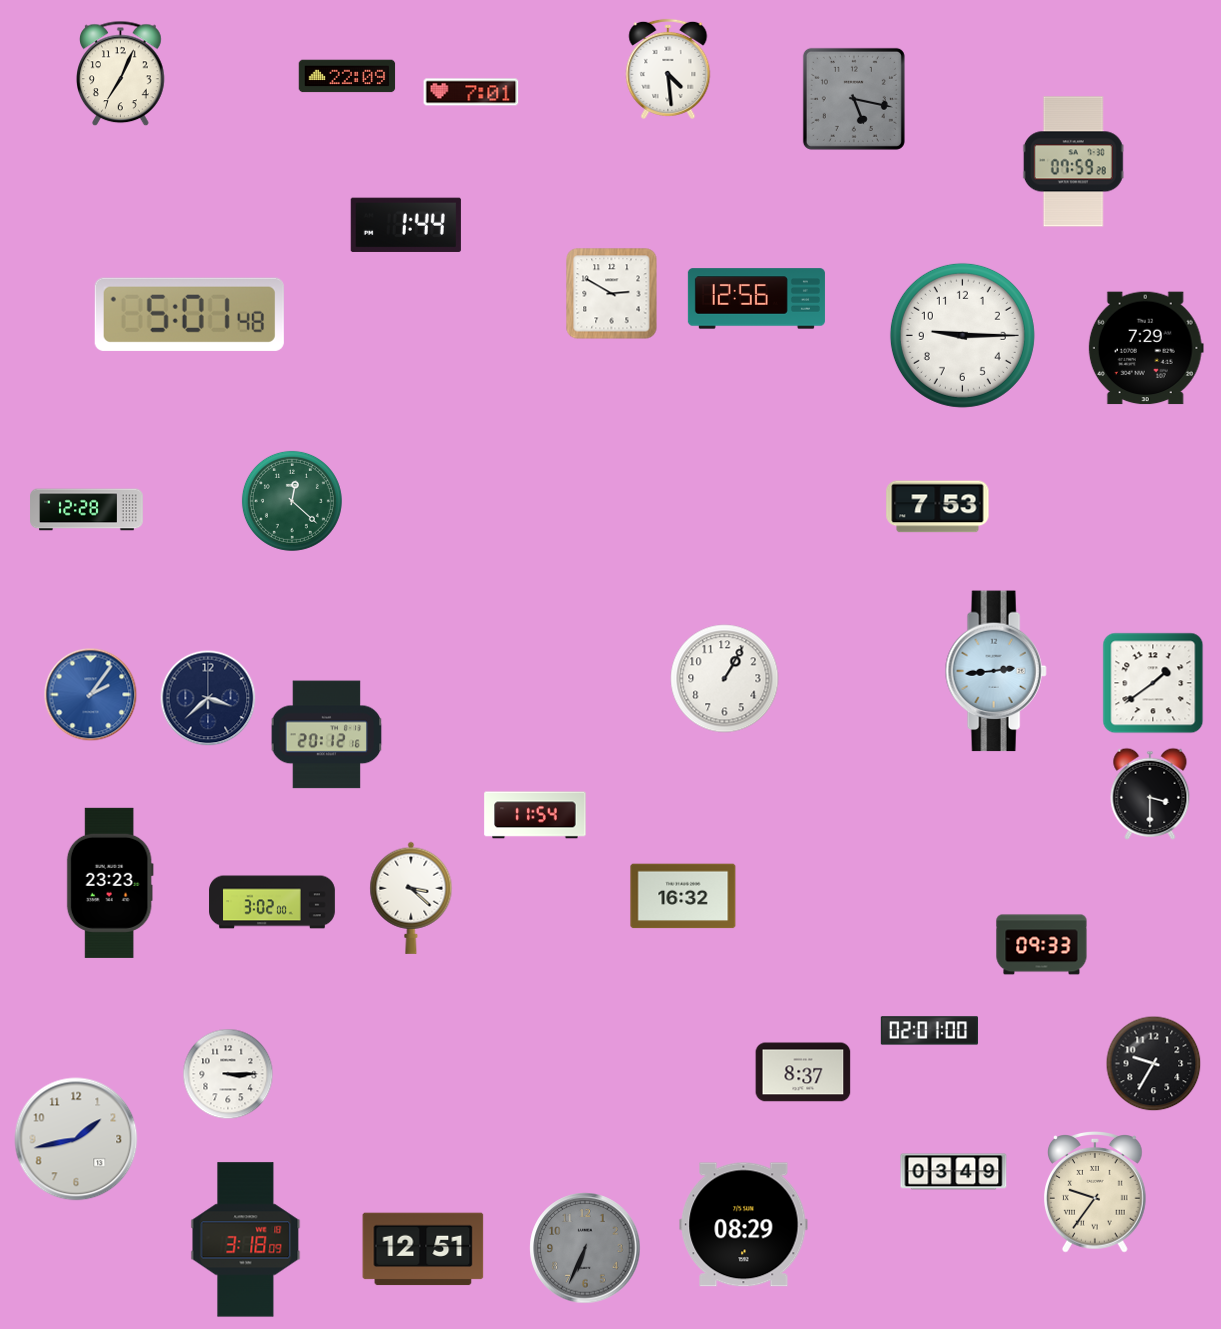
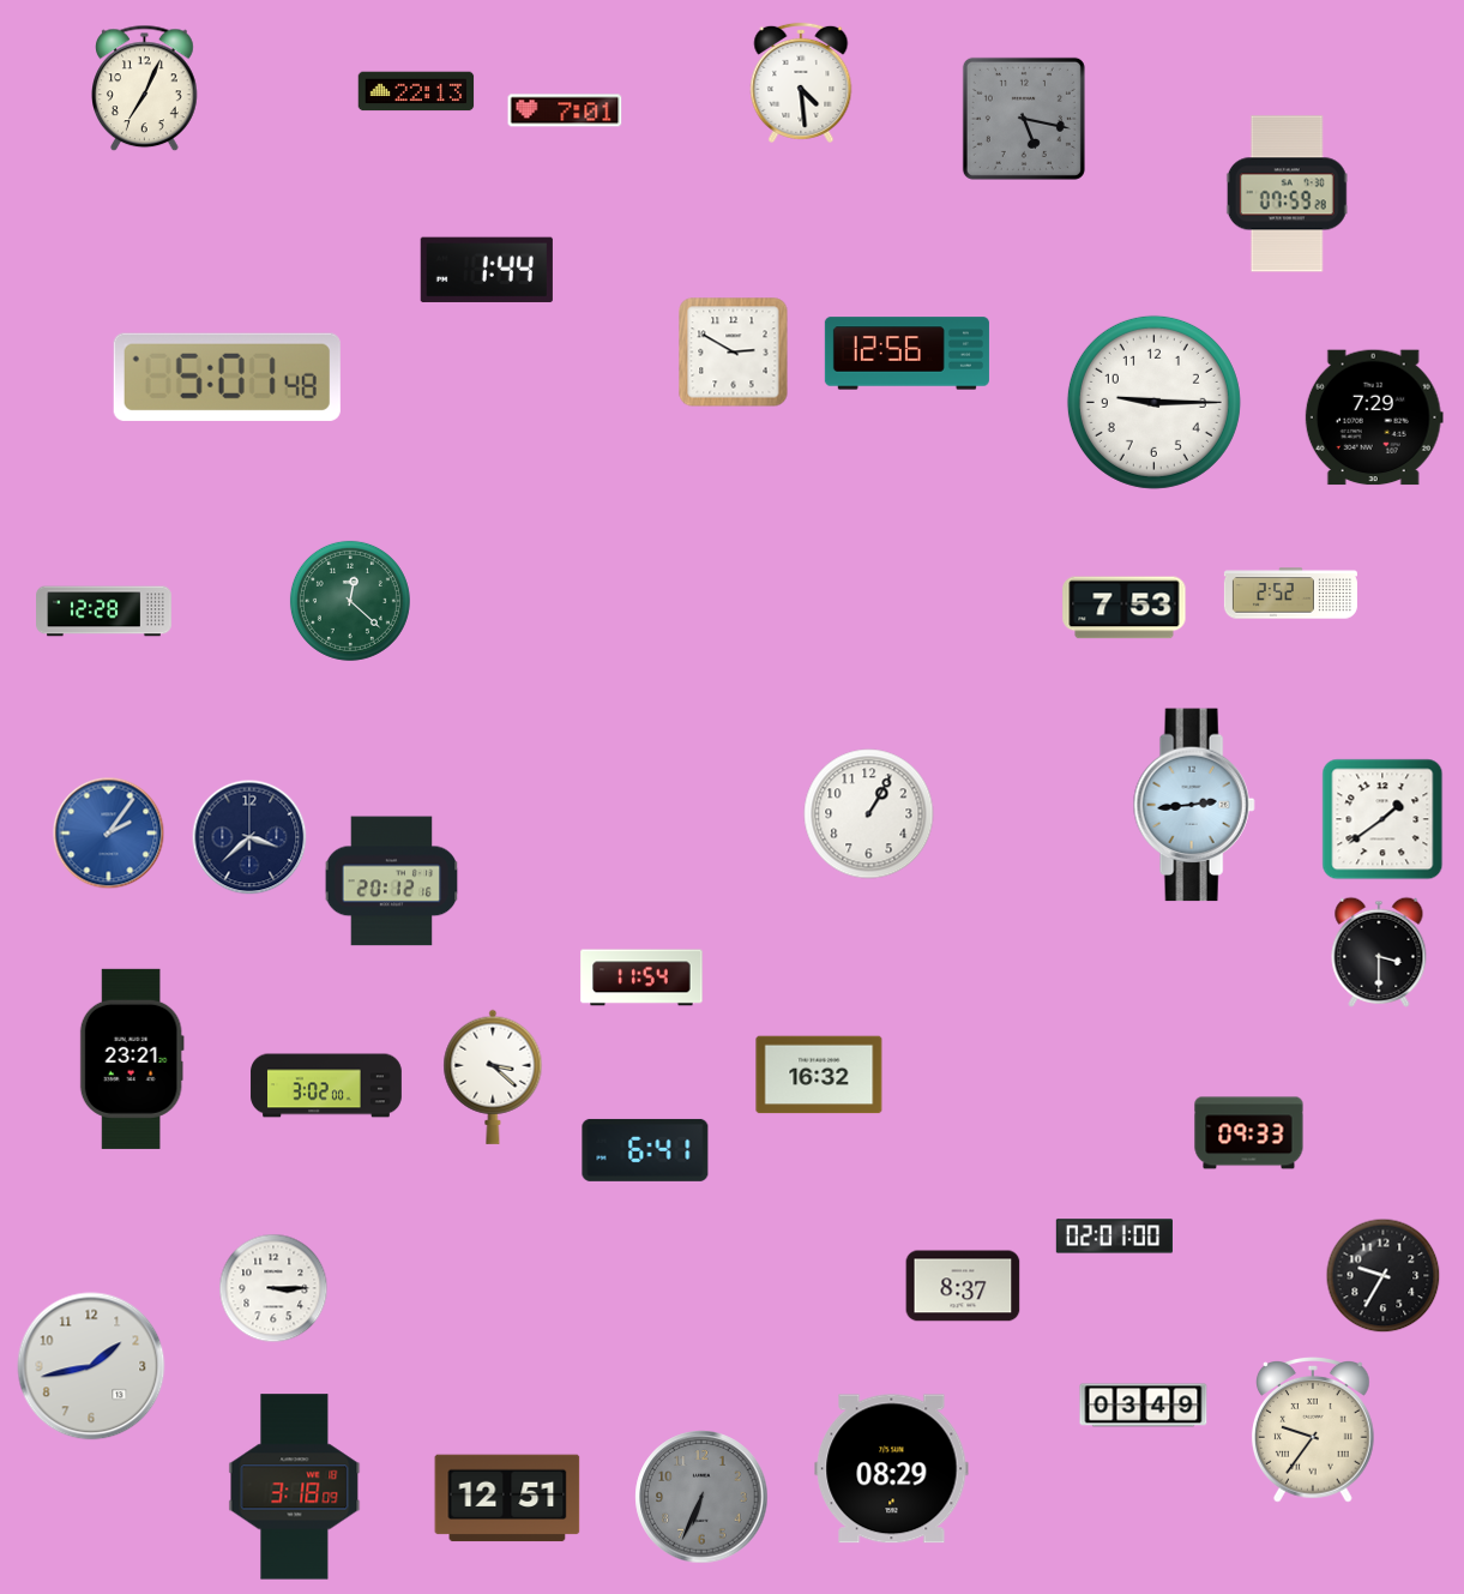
clock at (347, 76): 22:09 -> 22:13
clock at (756, 299) position: (756, 299) -> (906, 354)
clock at (1290, 594): none -> 2:52
clock at (110, 883): 23:23 -> 23:21
clock at (272, 902) position: (272, 902) -> (326, 1085)
clock at (645, 1150): none -> 6:41
